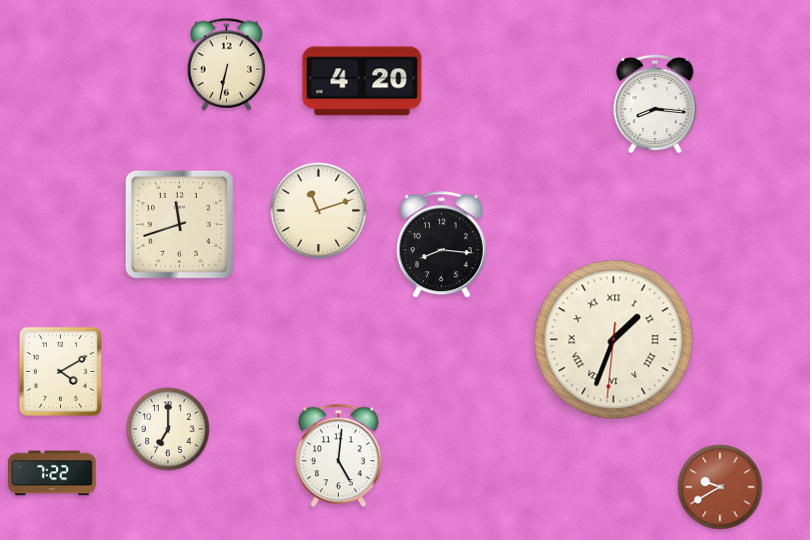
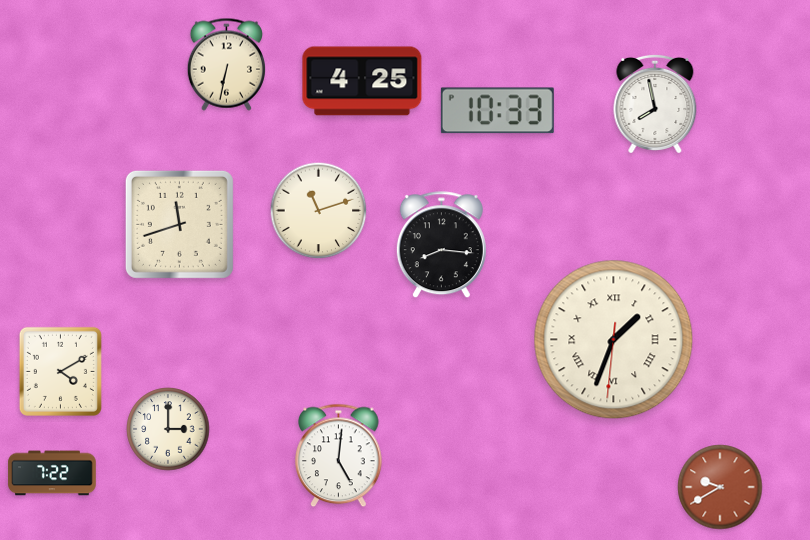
clock at (362, 81): 4:20 -> 4:25
clock at (655, 104): 8:16 -> 7:58
clock at (497, 111): none -> 10:33
clock at (168, 429): 7:00 -> 3:00
